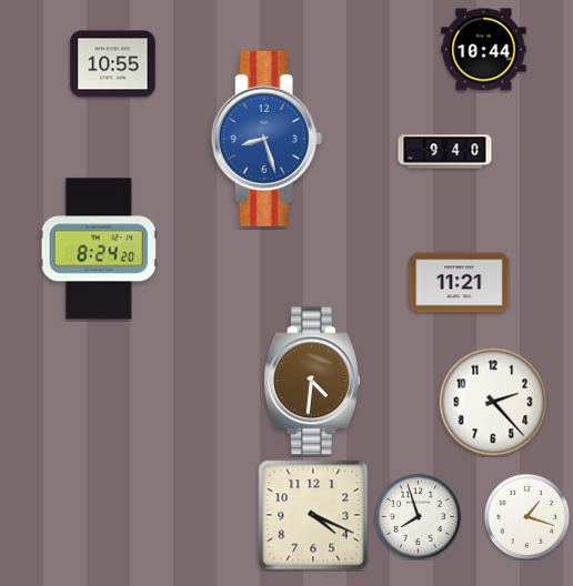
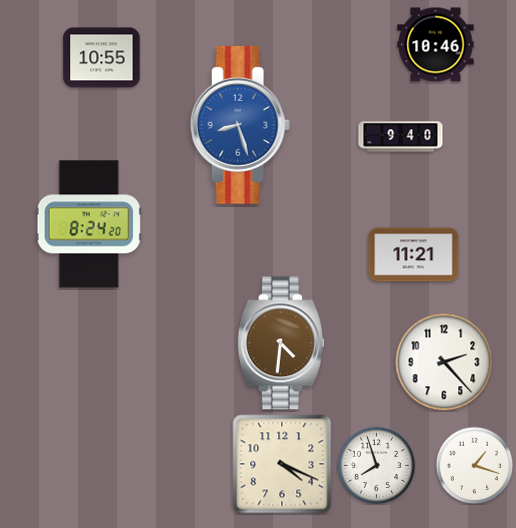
clock at (484, 50): 10:44 -> 10:46
